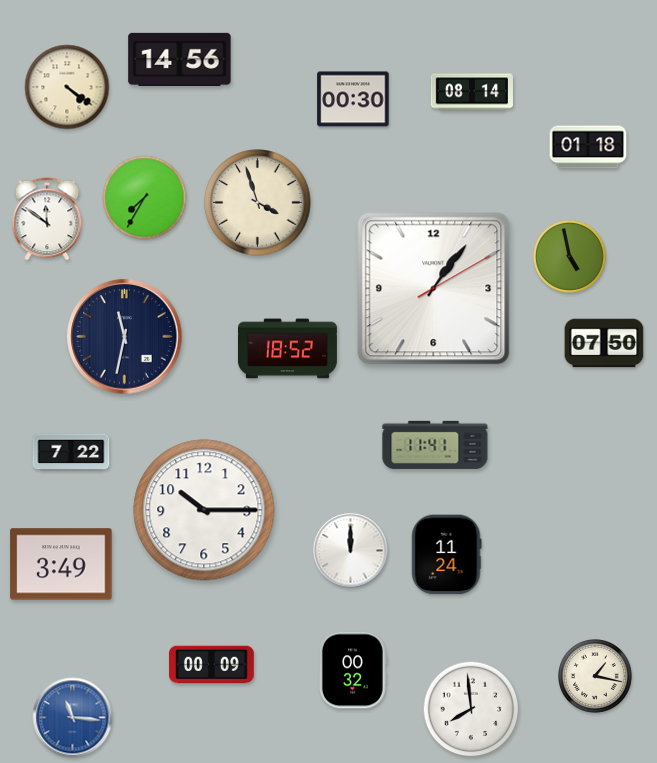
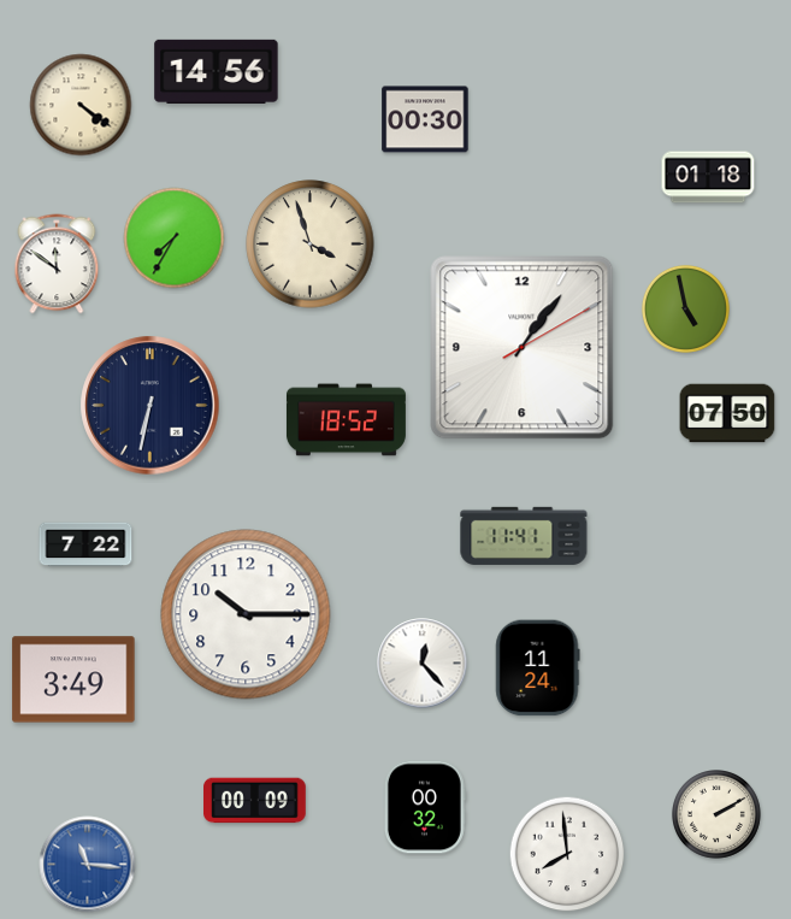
clock at (472, 92): 08:14 -> none
clock at (125, 337): 11:32 -> 6:32
clock at (351, 551): 12:00 -> 12:23
clock at (596, 677): 1:17 -> 2:10
